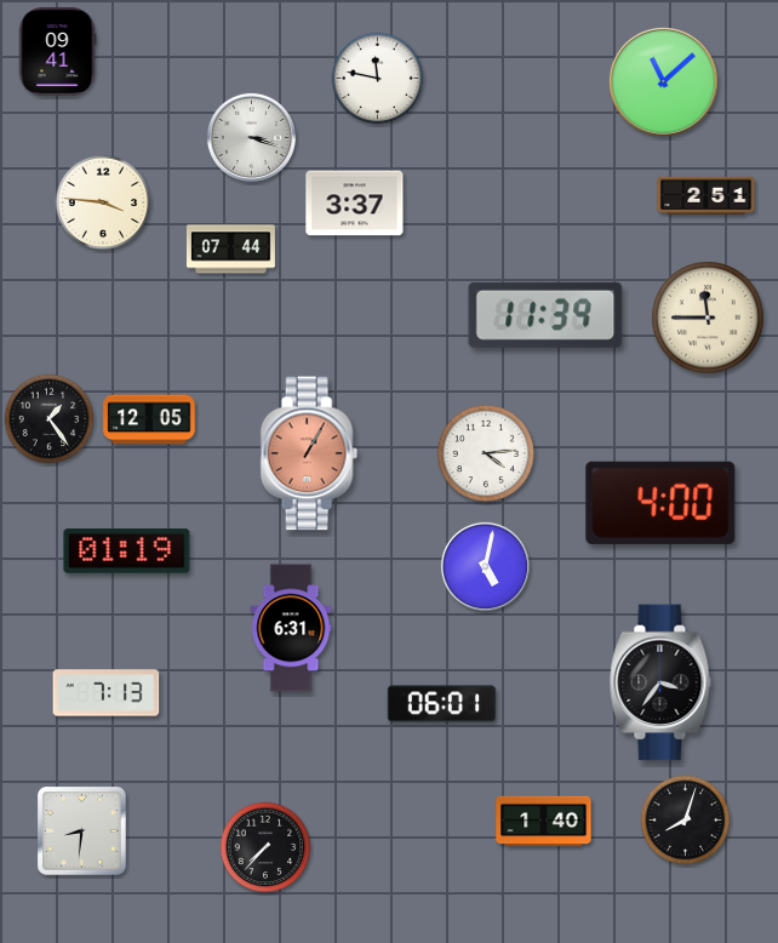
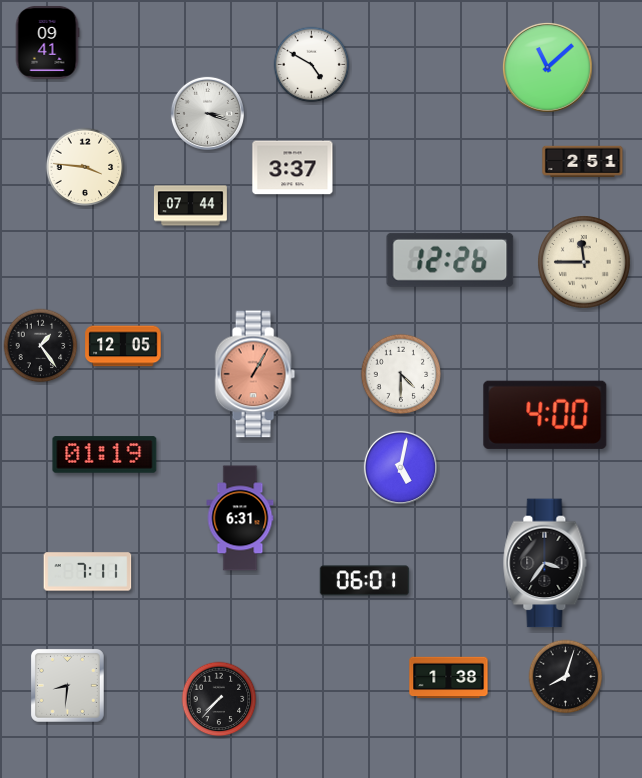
clock at (378, 79): 11:47 -> 4:50
clock at (545, 315): 11:39 -> 12:26
clock at (486, 453): 4:14 -> 4:30
clock at (107, 693): 7:13 -> 7:11
clock at (544, 822): 1:40 -> 1:38
